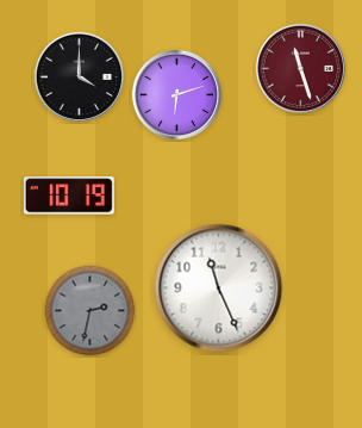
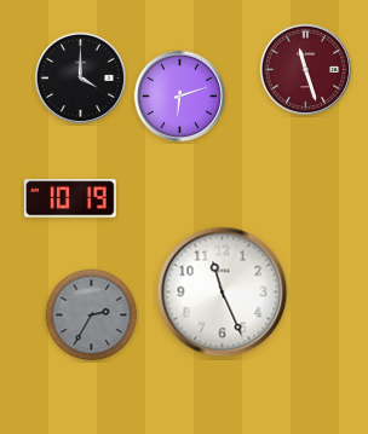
clock at (90, 311): 2:32 -> 2:35
